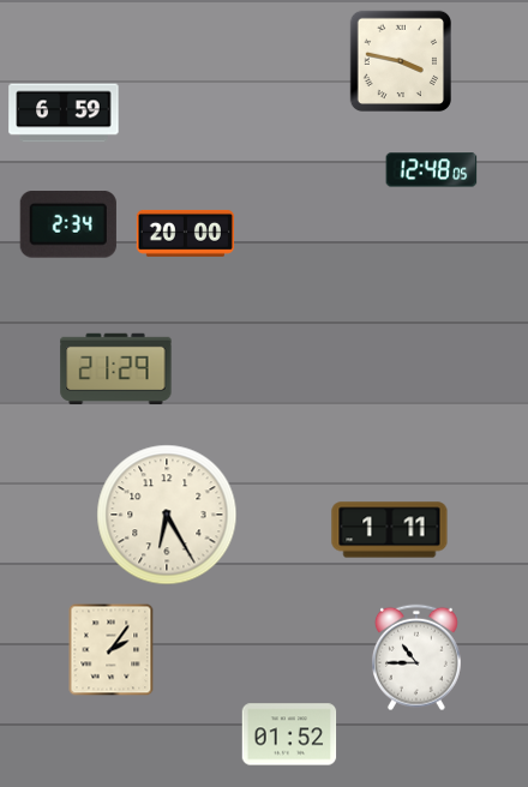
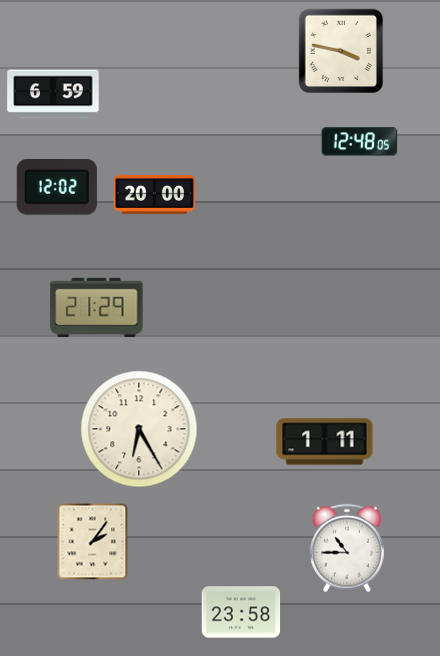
clock at (400, 60) position: (400, 60) -> (340, 50)
clock at (68, 226): 2:34 -> 12:02
clock at (289, 734): 01:52 -> 23:58
